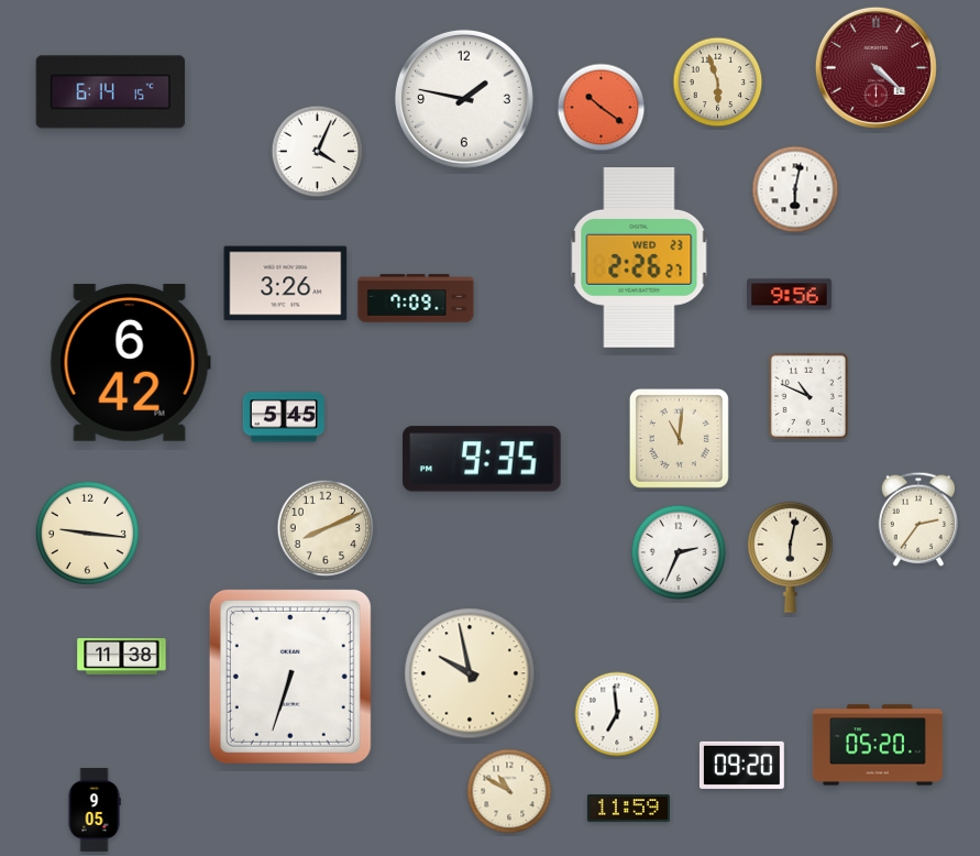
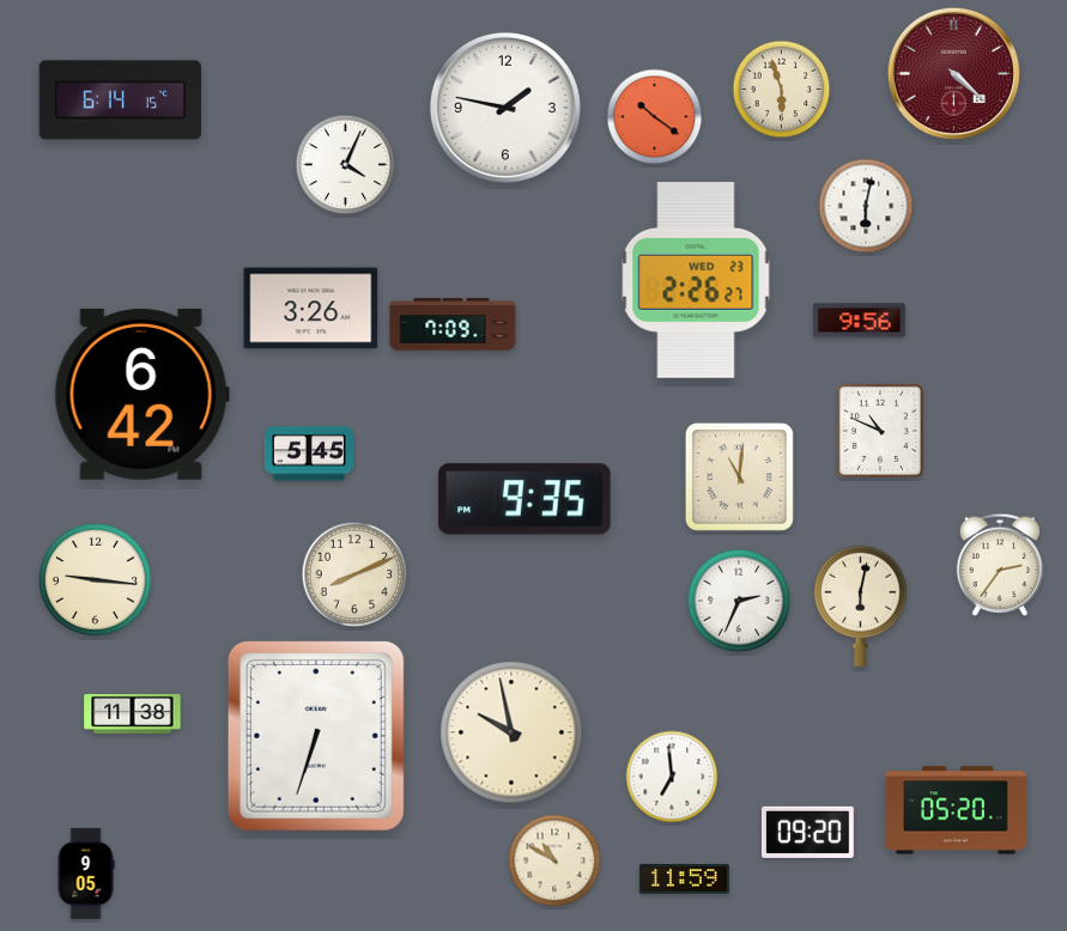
clock at (95, 810) position: (95, 810) -> (86, 874)
